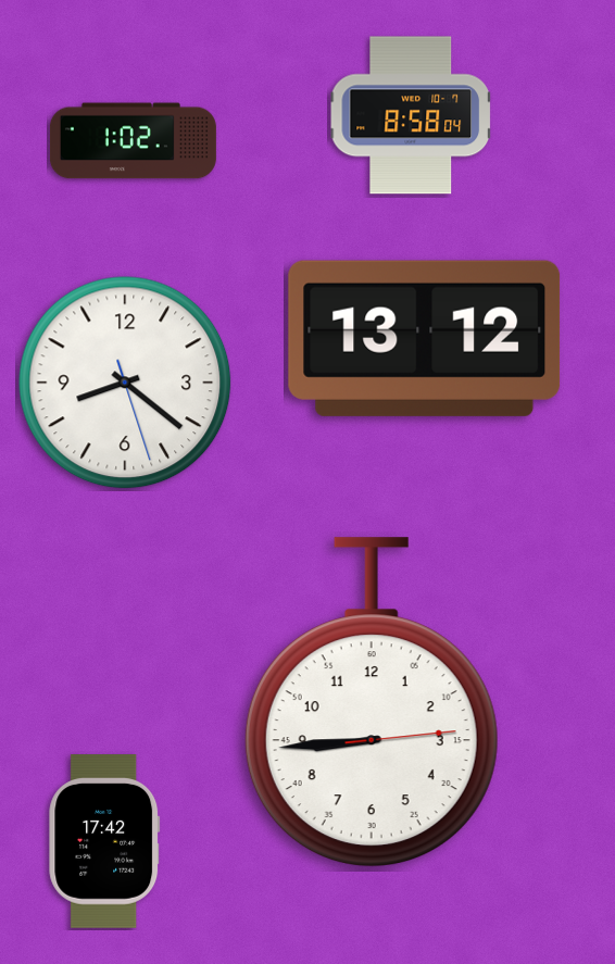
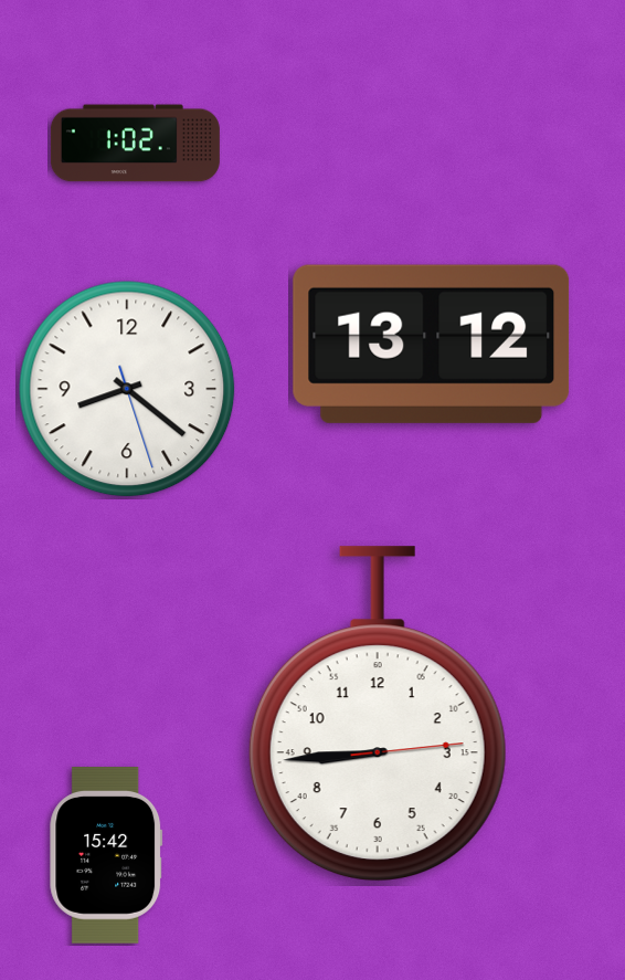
clock at (410, 115): 8:58 -> none
clock at (104, 842): 17:42 -> 15:42
